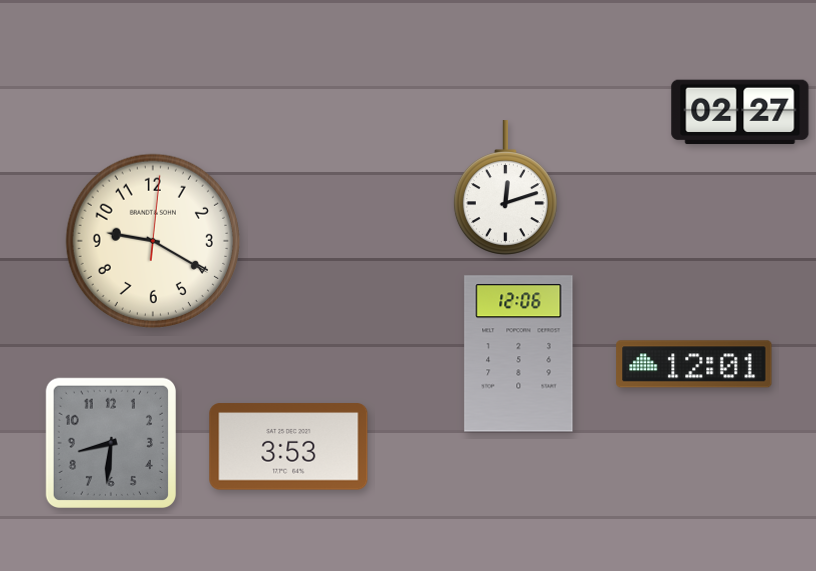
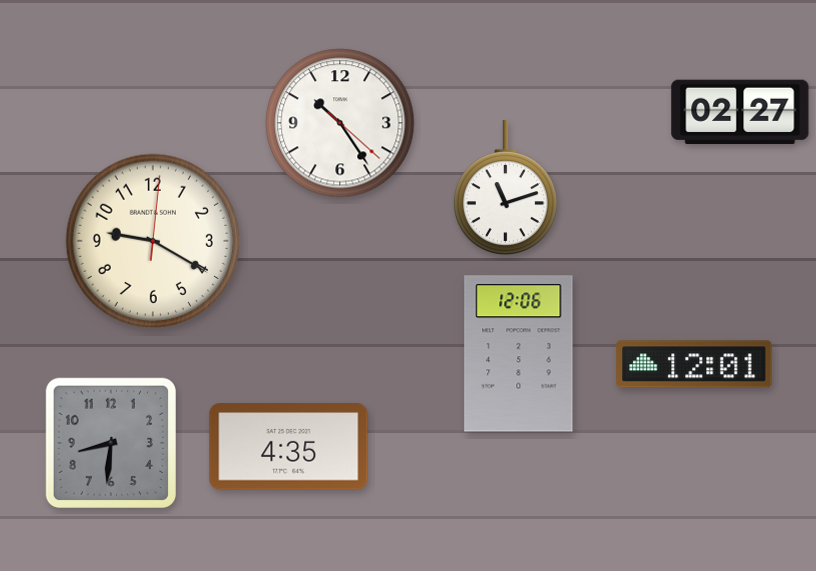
clock at (340, 123): none -> 10:24
clock at (505, 187): 12:12 -> 11:12
clock at (289, 447): 3:53 -> 4:35
